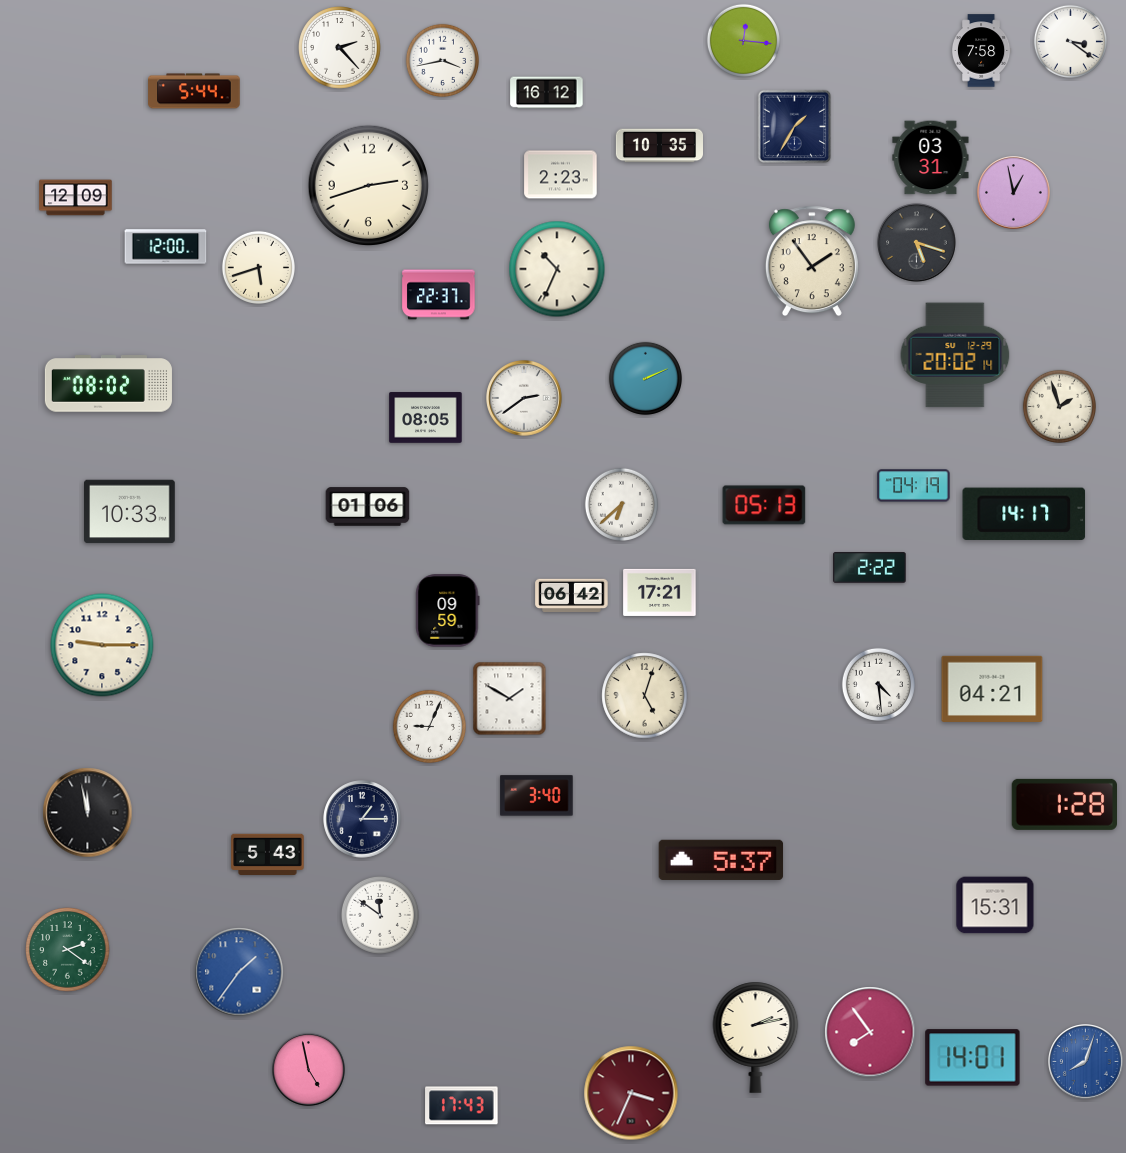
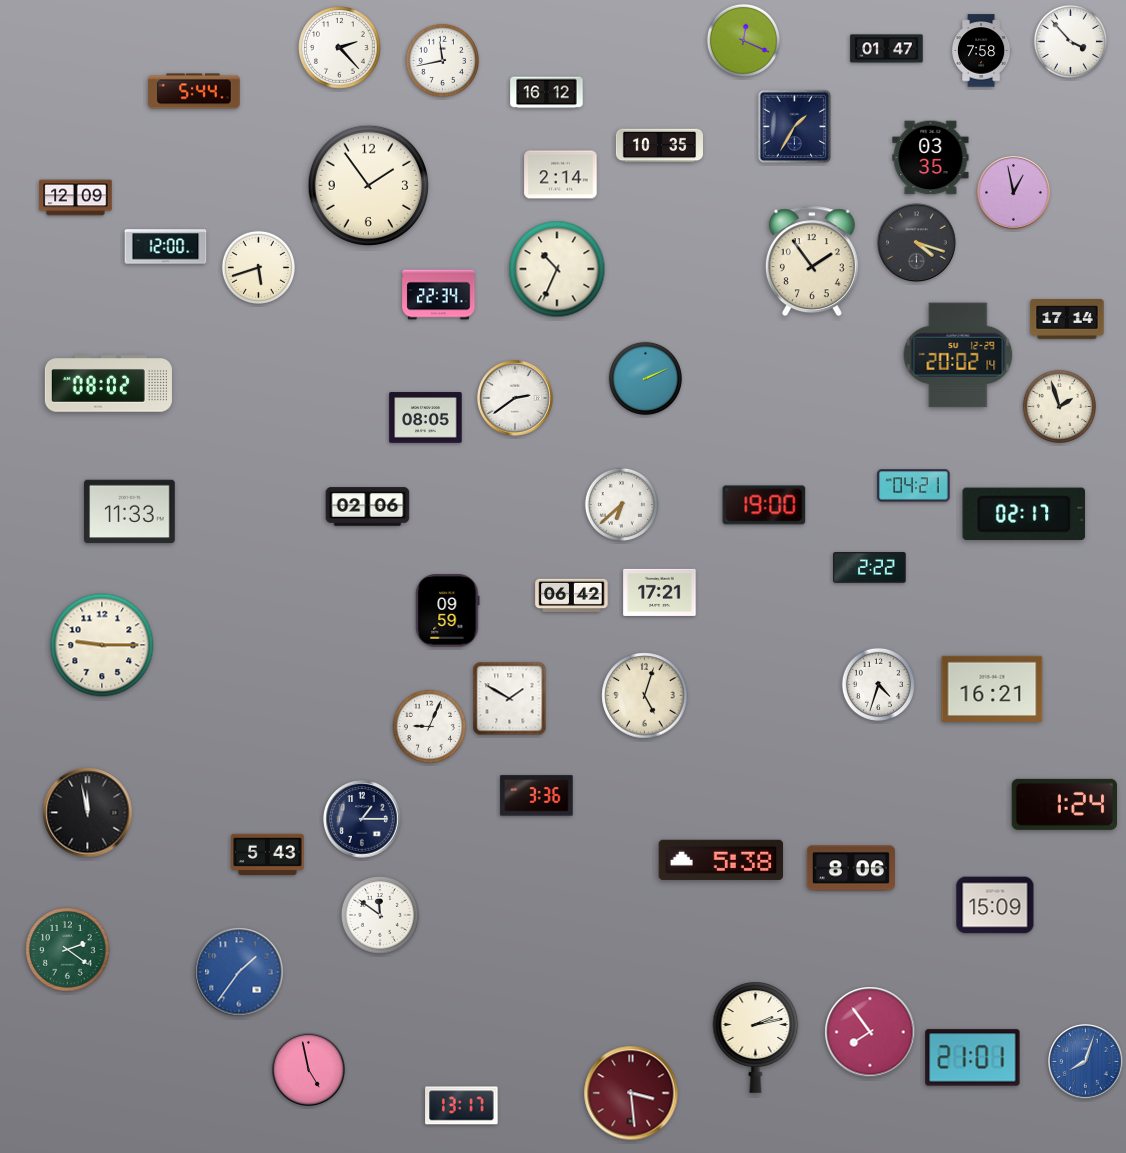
clock at (743, 40): 12:16 -> 12:19
clock at (1070, 41): 3:21 -> 3:53
clock at (887, 49): none -> 01:47
clock at (442, 60): 3:43 -> 11:43
clock at (931, 158): 03:31 -> 03:35
clock at (561, 175): 2:23 -> 2:14
clock at (368, 185): 2:42 -> 1:54
clock at (917, 243): 5:18 -> 4:18
clock at (439, 295): 22:37 -> 22:34
clock at (1067, 319): none -> 17:14
clock at (955, 355) position: (955, 355) -> (958, 355)
clock at (524, 398) position: (524, 398) -> (515, 398)
clock at (914, 486): 04:19 -> 04:21
clock at (764, 505): 05:13 -> 19:00
clock at (368, 507): 01:06 -> 02:06
clock at (130, 512): 10:33 -> 11:33
clock at (1024, 514): 14:17 -> 02:17
clock at (878, 684): 4:29 -> 4:33
clock at (992, 689): 04:21 -> 16:21
clock at (537, 796): 3:40 -> 3:36
clock at (1065, 804): 1:28 -> 1:24
clock at (721, 860): 5:37 -> 5:38
clock at (851, 868): none -> 8:06
clock at (995, 905): 15:31 -> 15:09
clock at (973, 1058): 14:01 -> 21:01
clock at (631, 1093): 3:34 -> 3:29
clock at (462, 1106): 17:43 -> 13:17
